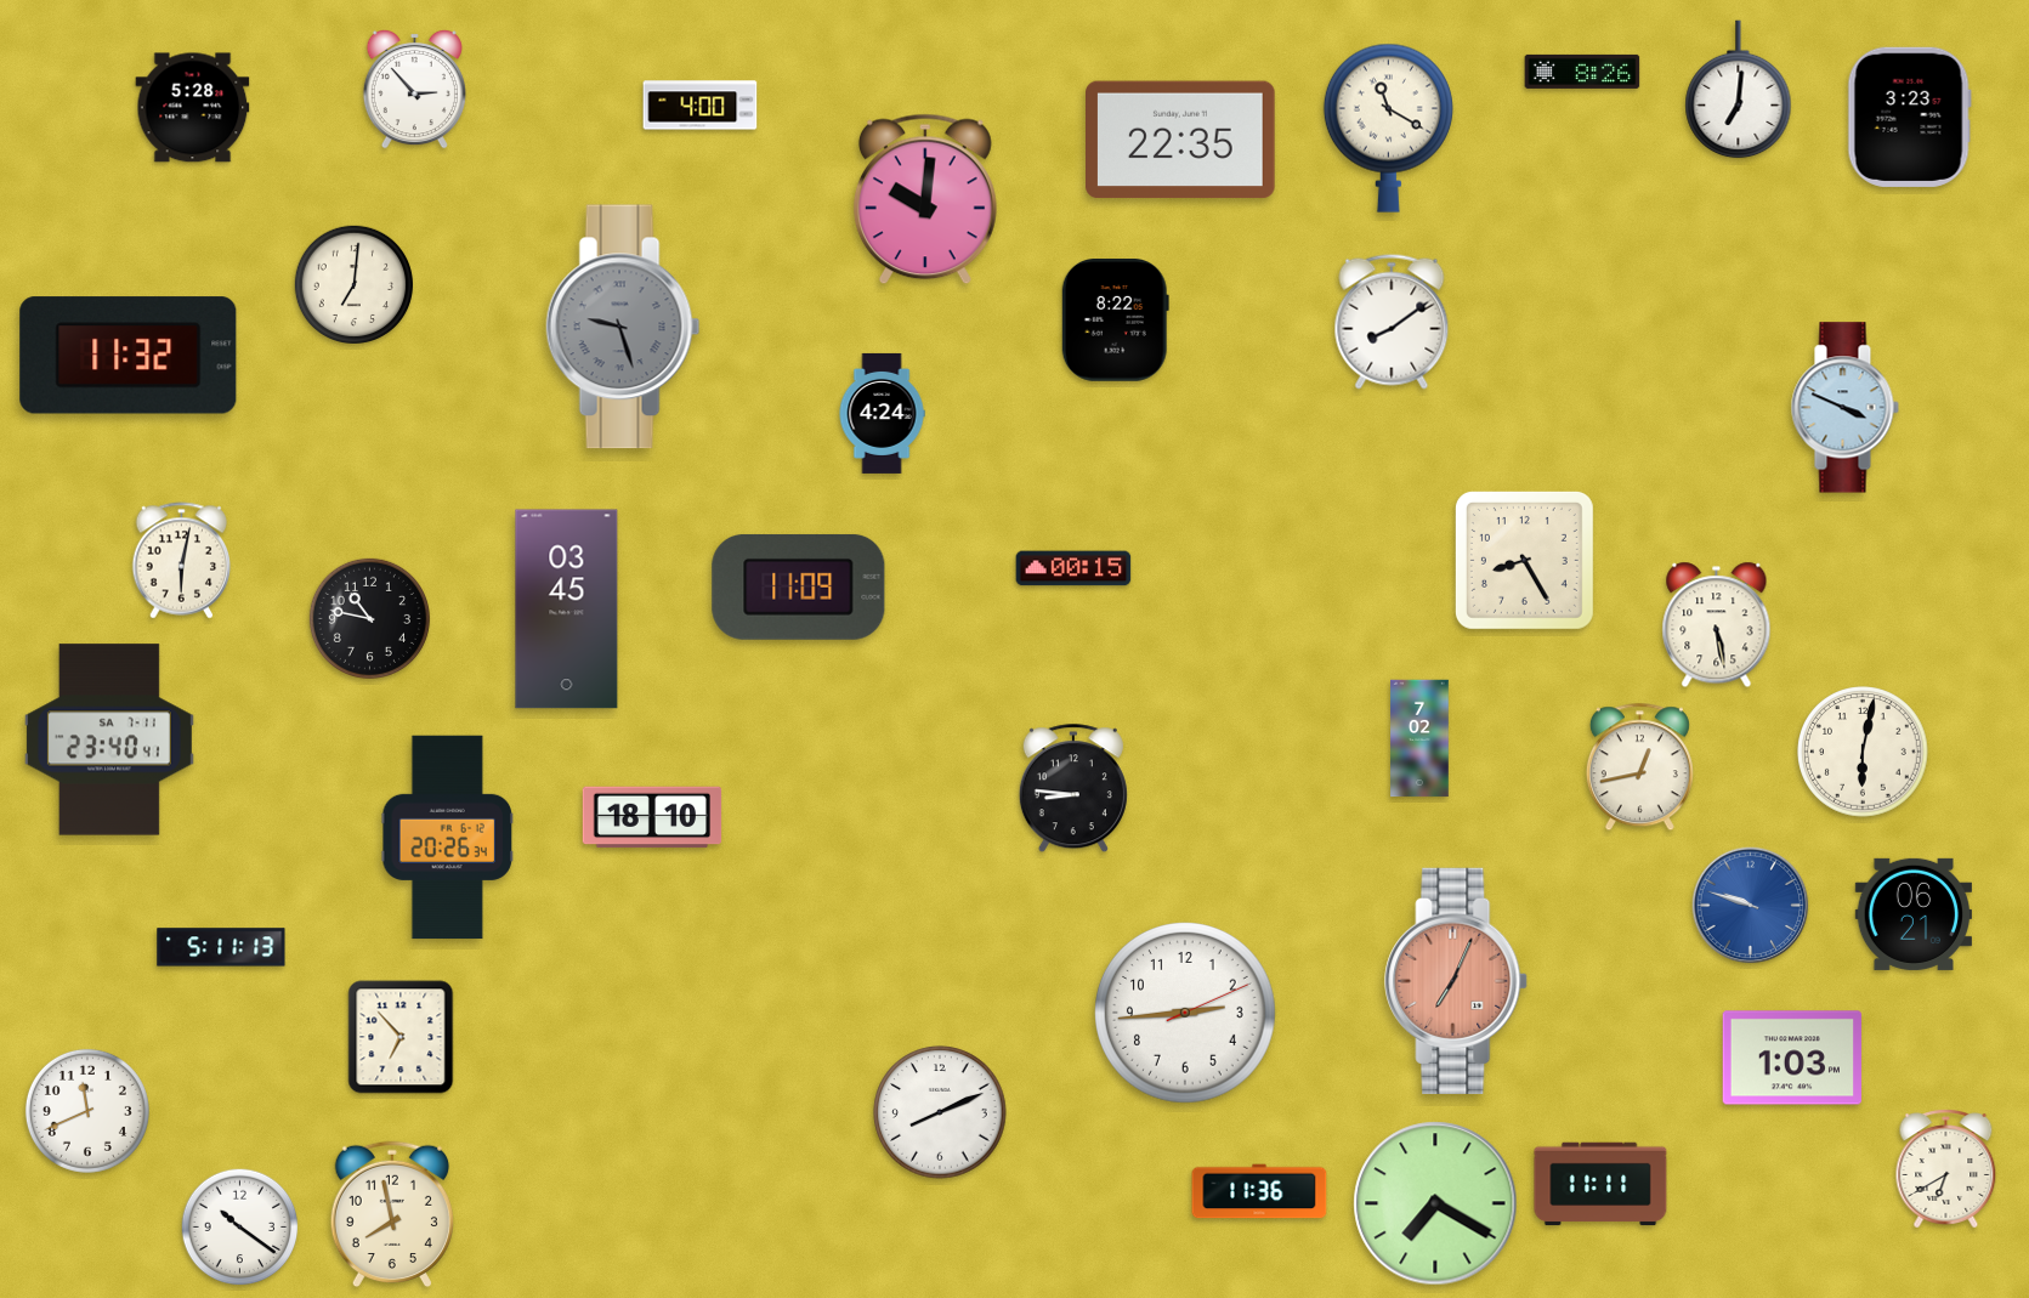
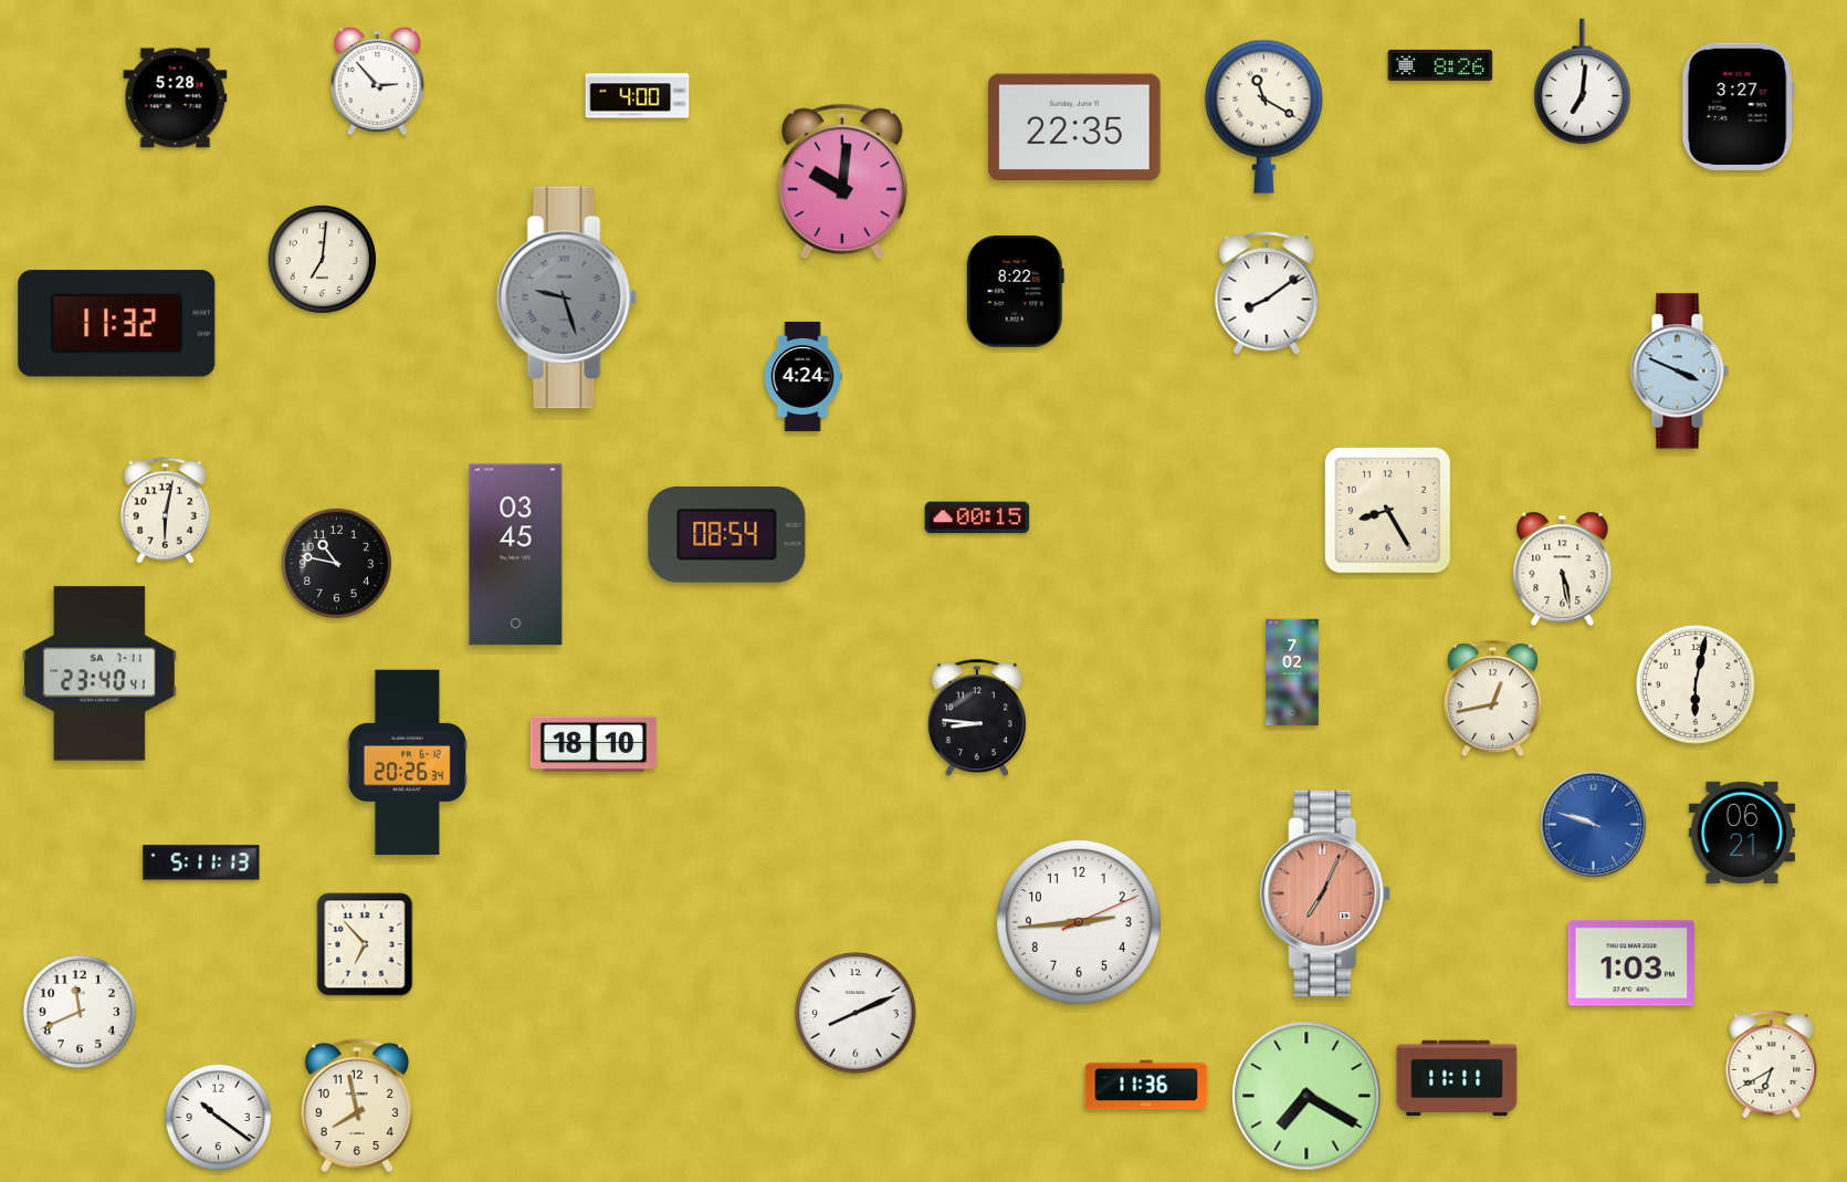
clock at (1909, 117): 3:23 -> 3:27
clock at (799, 586): 11:09 -> 08:54
